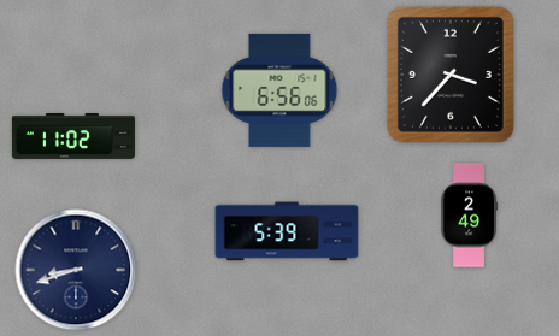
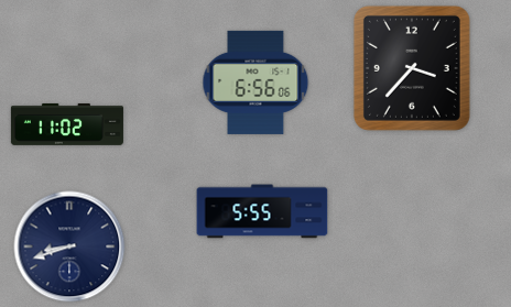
clock at (469, 216): 2:49 -> none
clock at (287, 231): 5:39 -> 5:55
